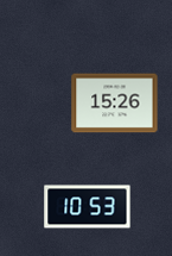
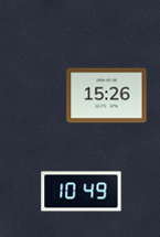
clock at (88, 207): 10:53 -> 10:49
